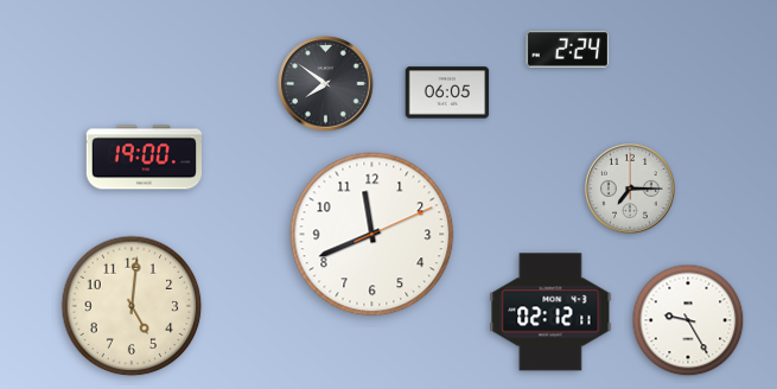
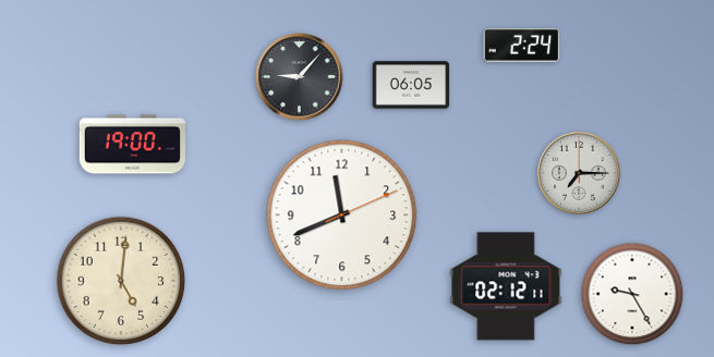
clock at (326, 84): 7:51 -> 9:07
